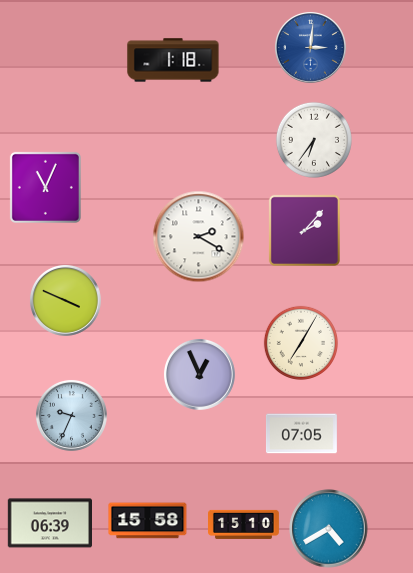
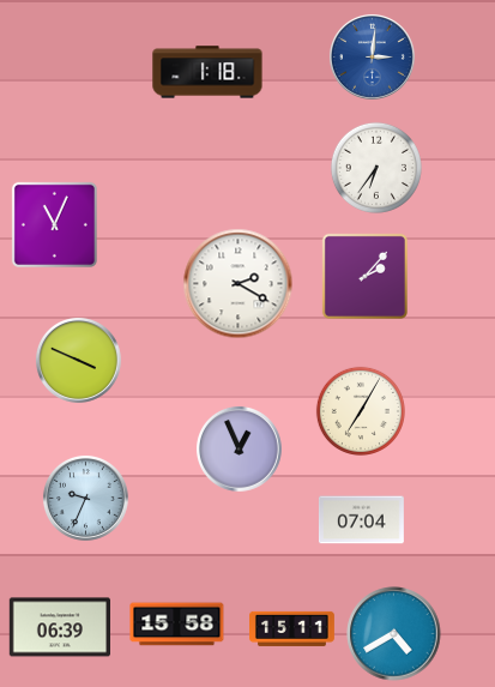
clock at (301, 434): 07:05 -> 07:04
clock at (244, 524): 15:10 -> 15:11
